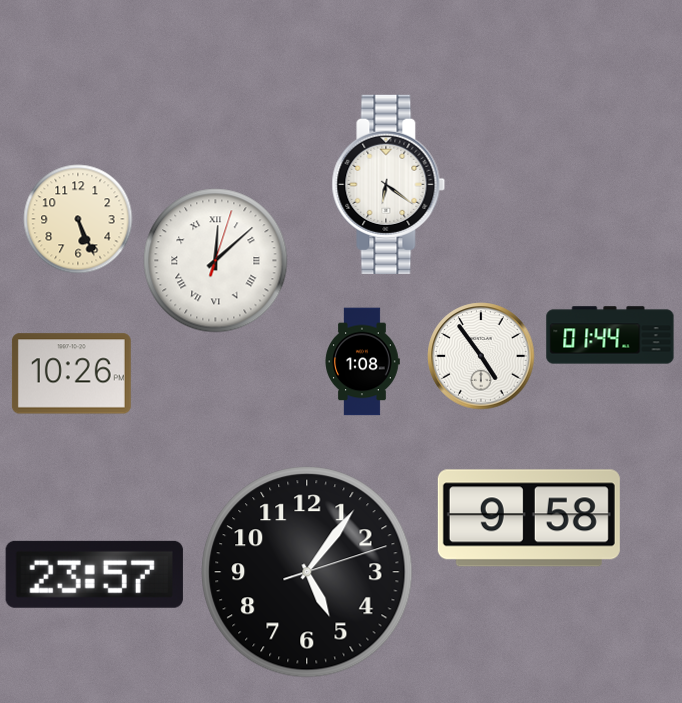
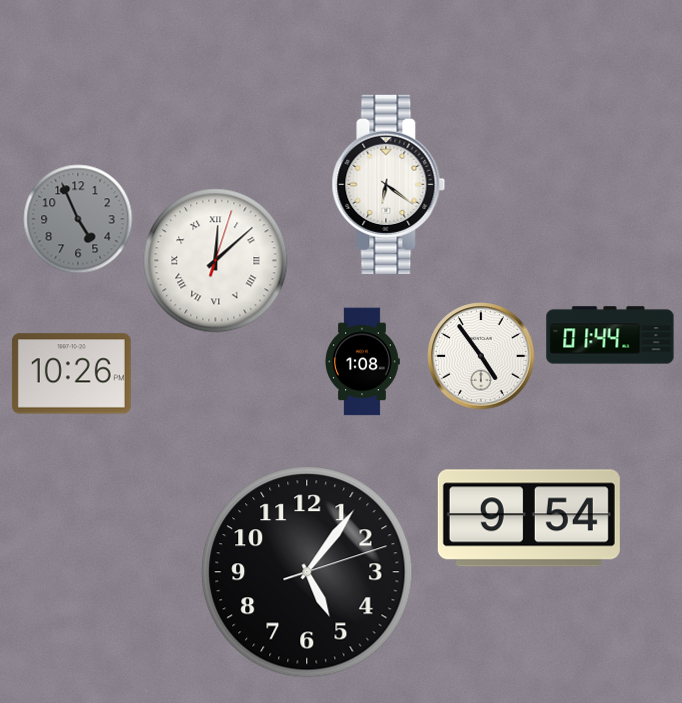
clock at (78, 219): 5:26 -> 4:56
clock at (78, 219) dial: cream -> grey
clock at (529, 518): 9:58 -> 9:54
clock at (94, 574): 23:57 -> none
